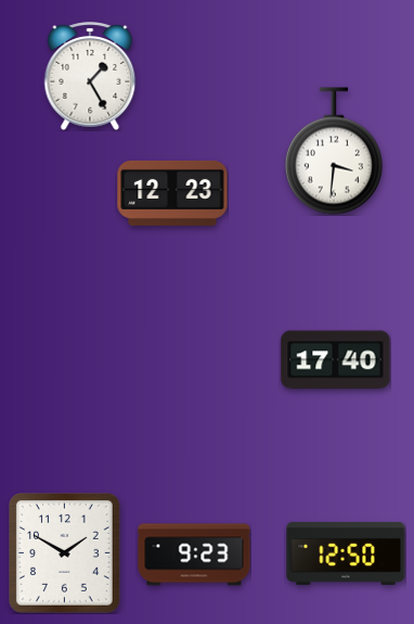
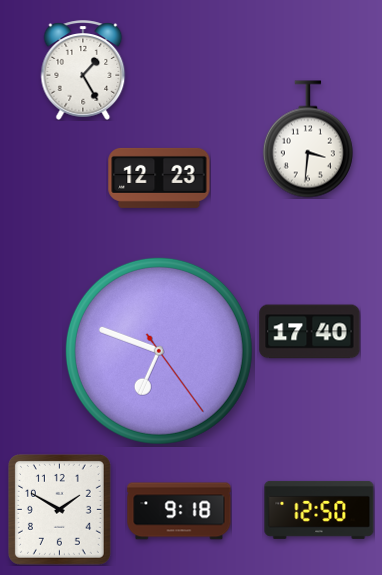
clock at (159, 351): none -> 6:48
clock at (194, 555): 9:23 -> 9:18
